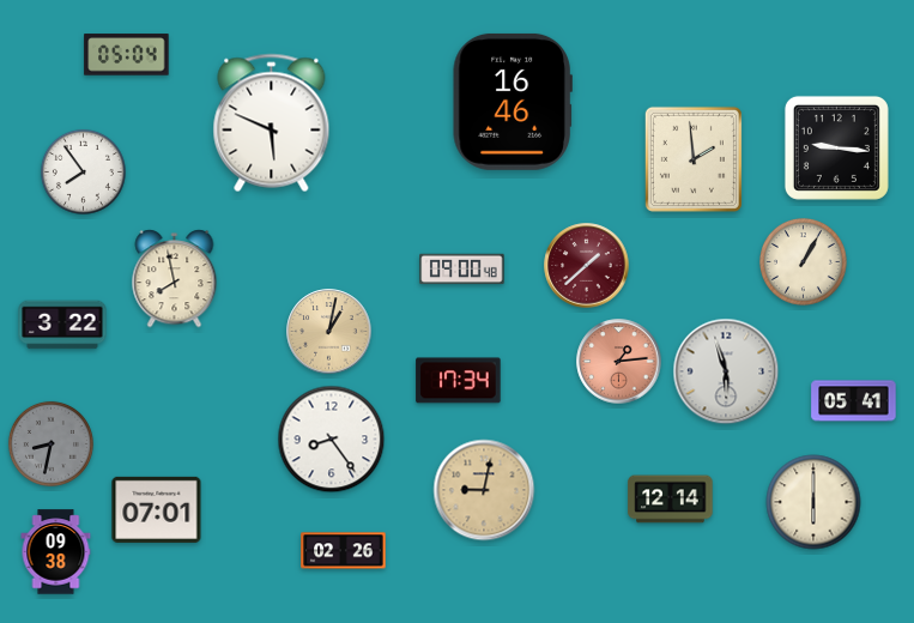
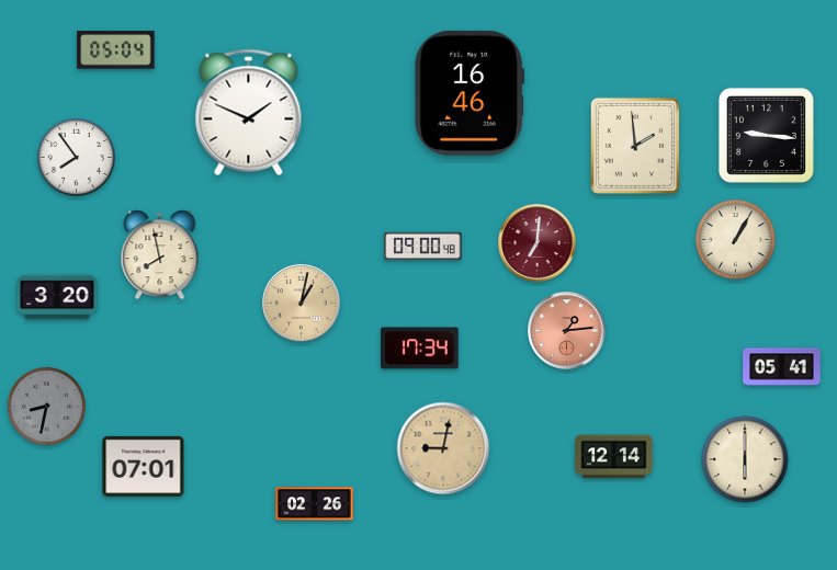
clock at (272, 123): 5:49 -> 1:49
clock at (587, 266): 1:38 -> 7:01
clock at (62, 325): 3:22 -> 3:20
clock at (726, 371): 5:57 -> none
clock at (332, 440): 8:24 -> none
clock at (56, 552): 09:38 -> none
